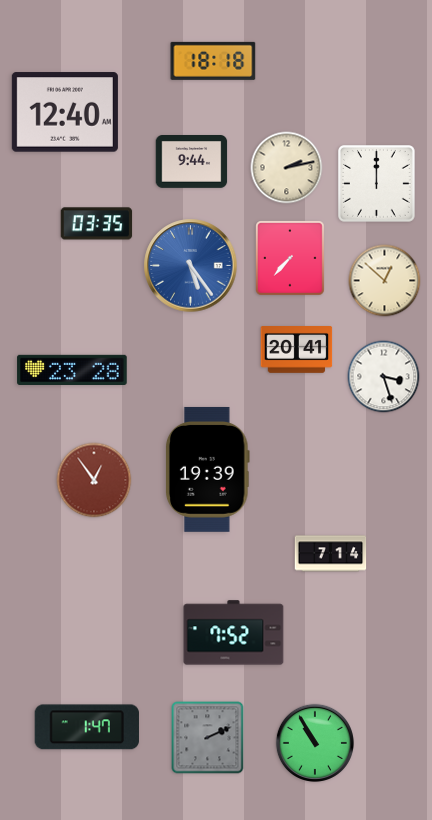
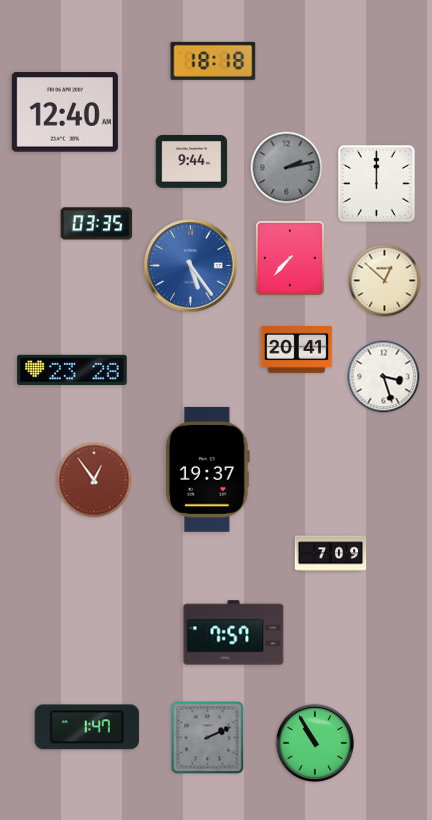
clock at (287, 168) dial: cream -> grey
clock at (207, 469): 19:39 -> 19:37
clock at (331, 554): 7:14 -> 7:09
clock at (234, 633): 7:52 -> 7:57
